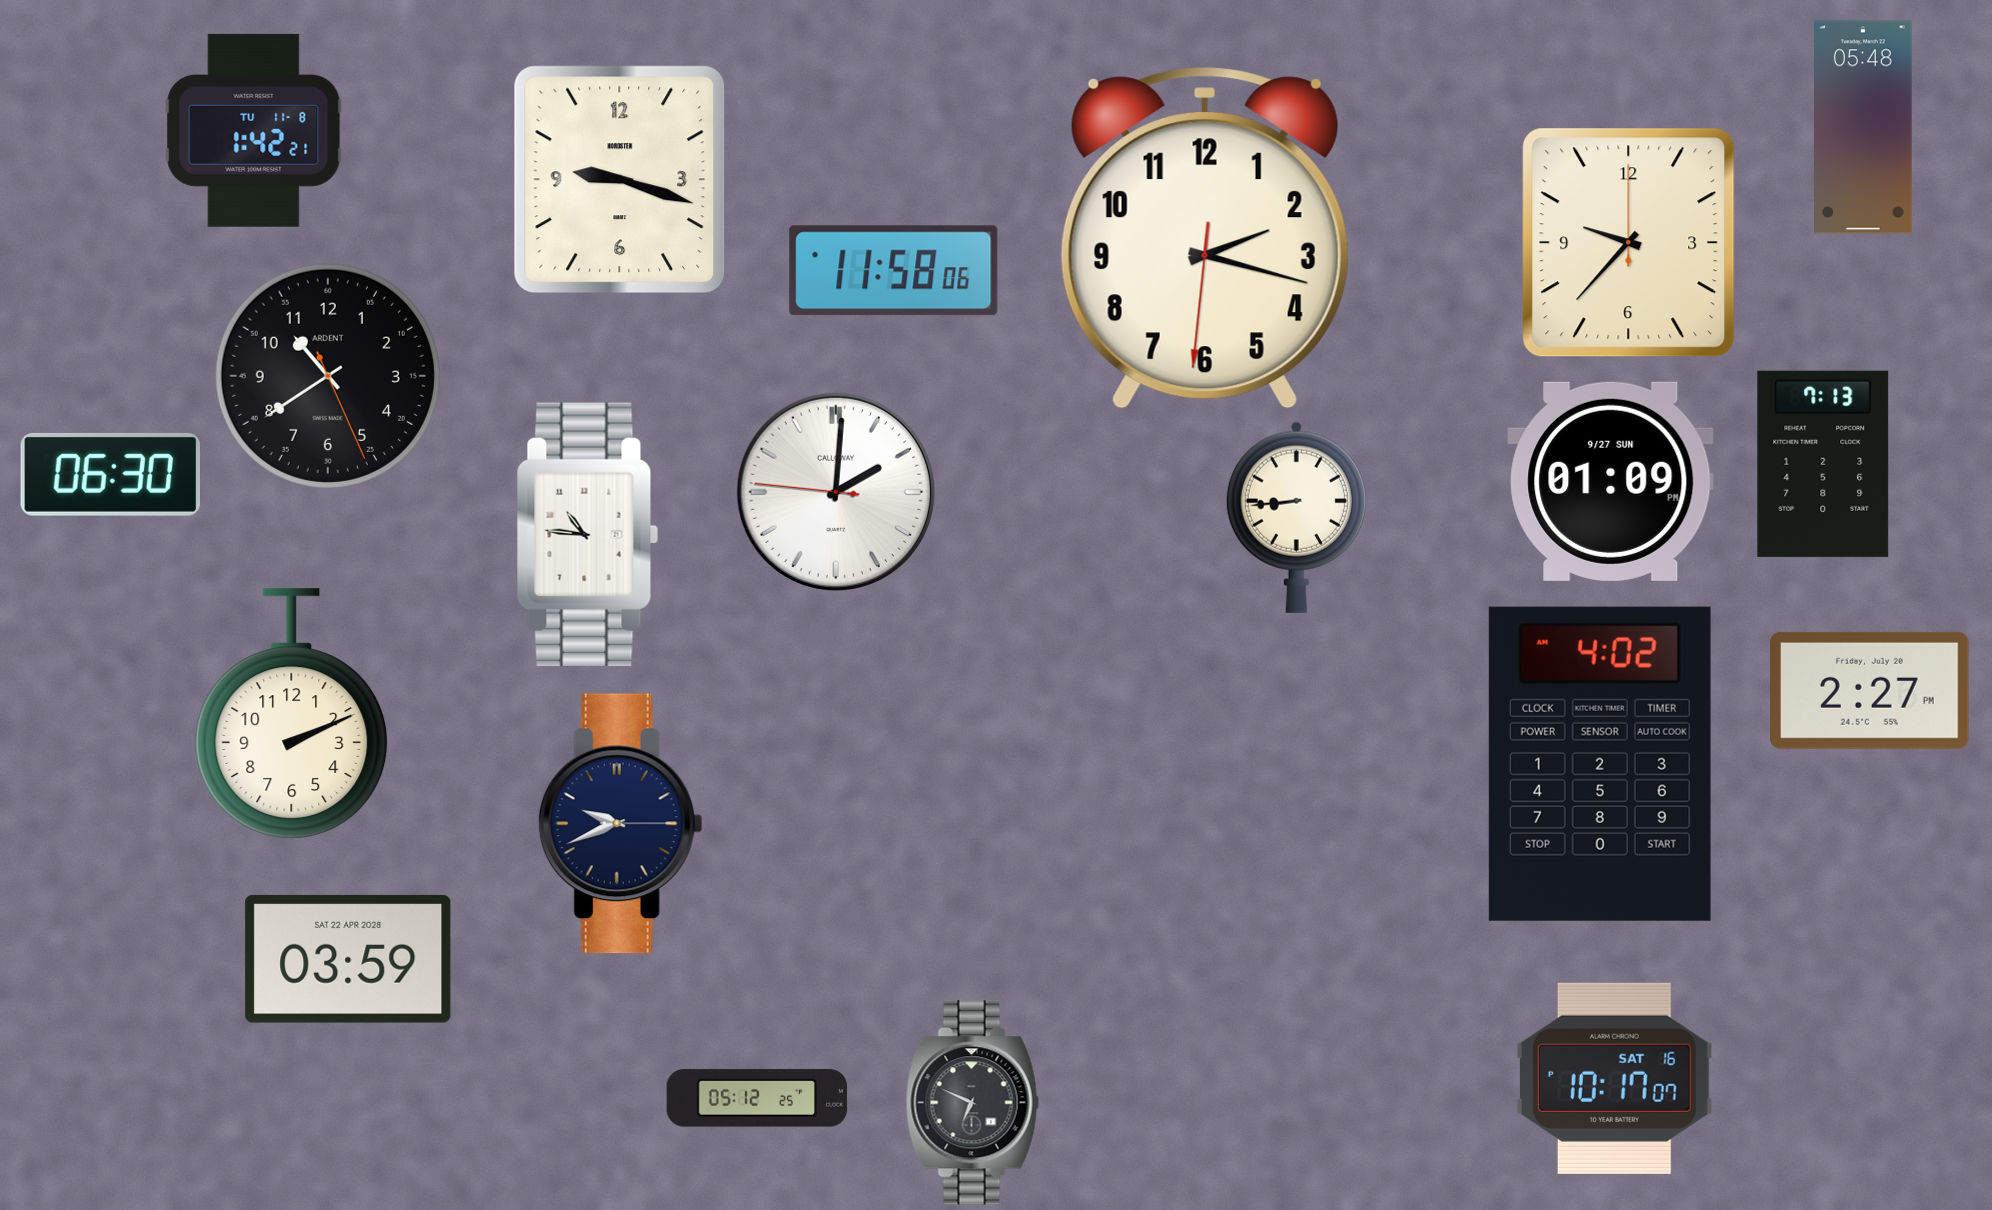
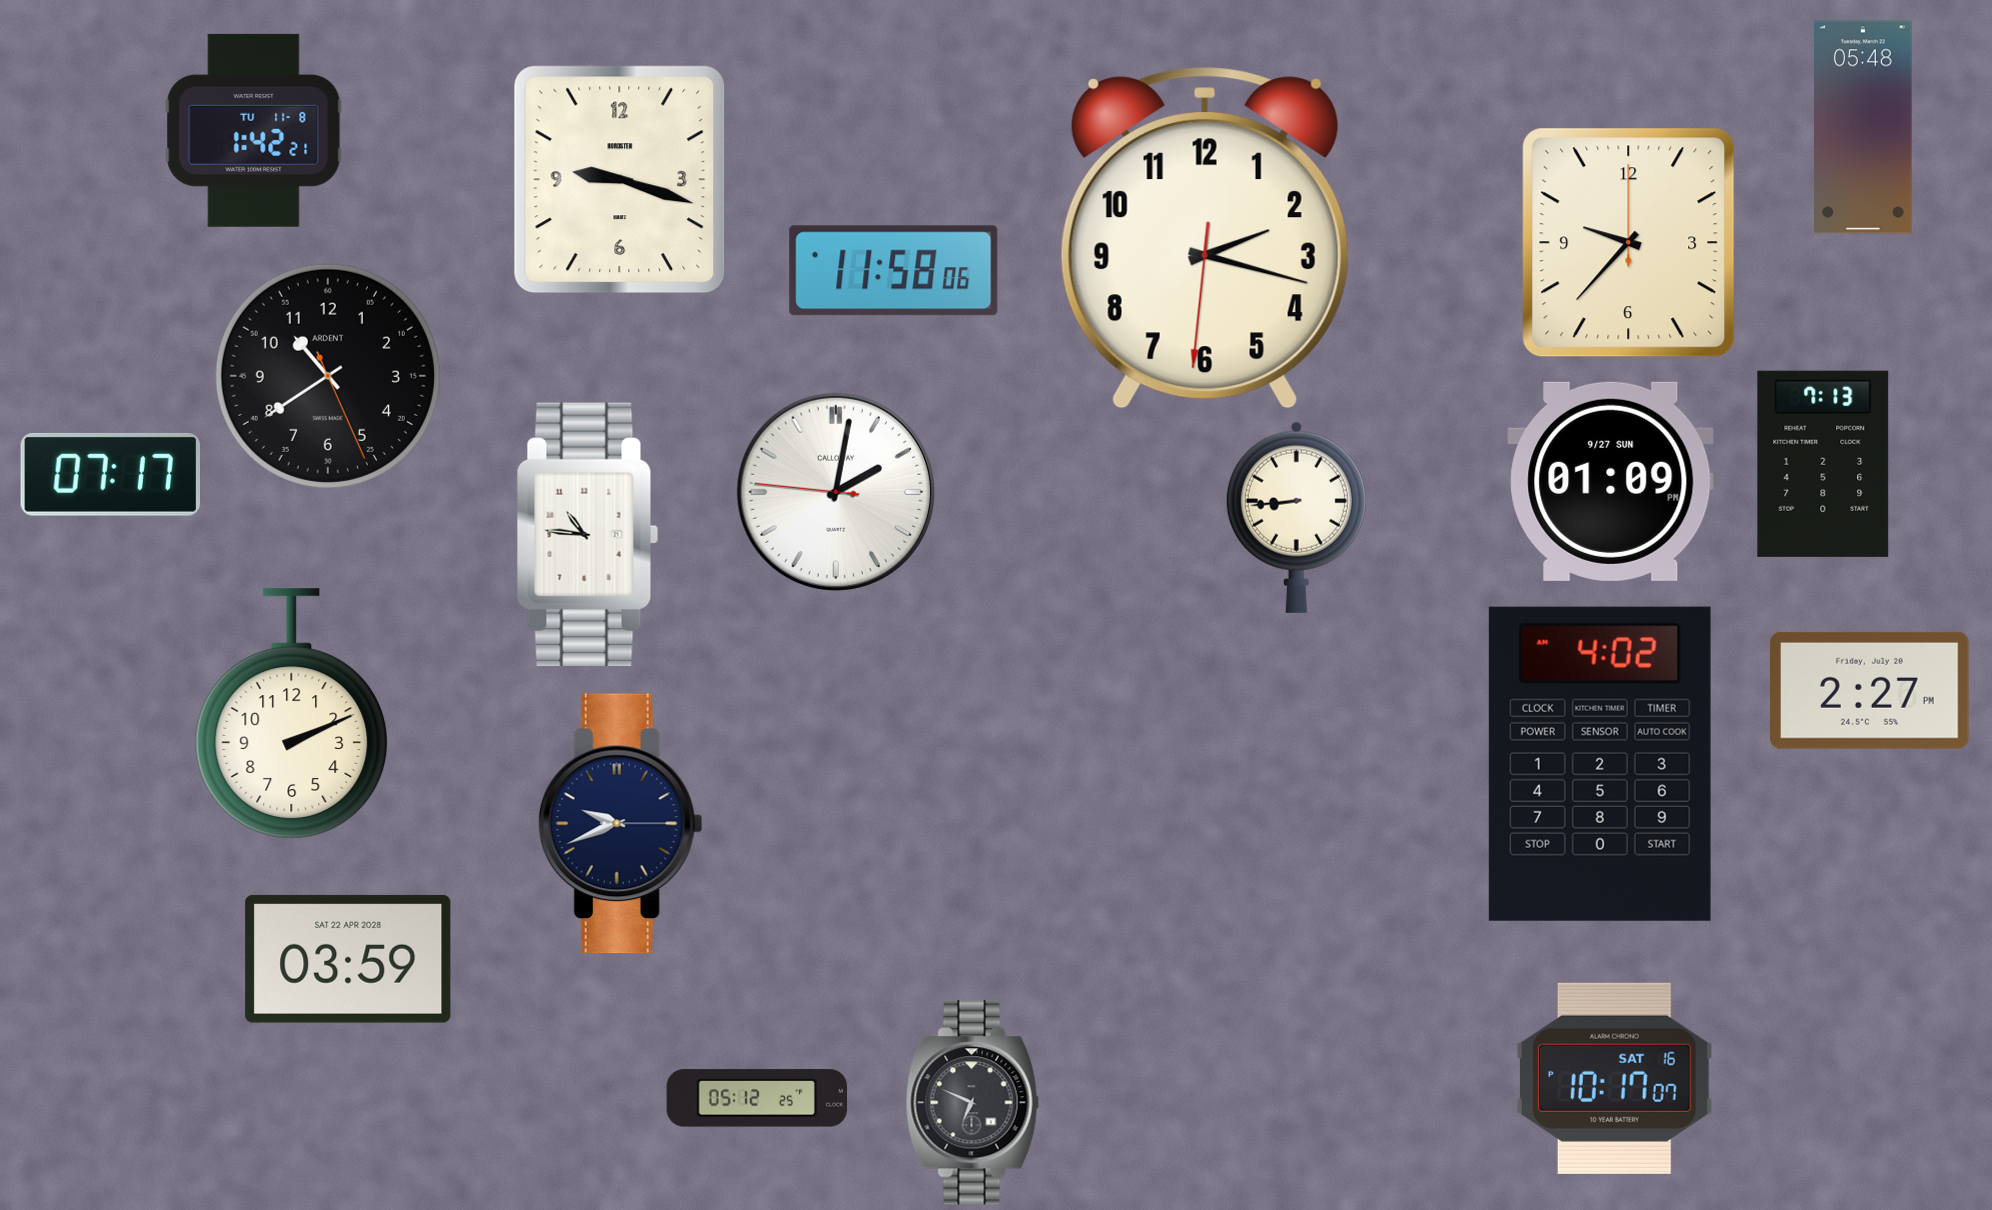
clock at (110, 474): 06:30 -> 07:17
clock at (836, 492): 2:00 -> 2:01
